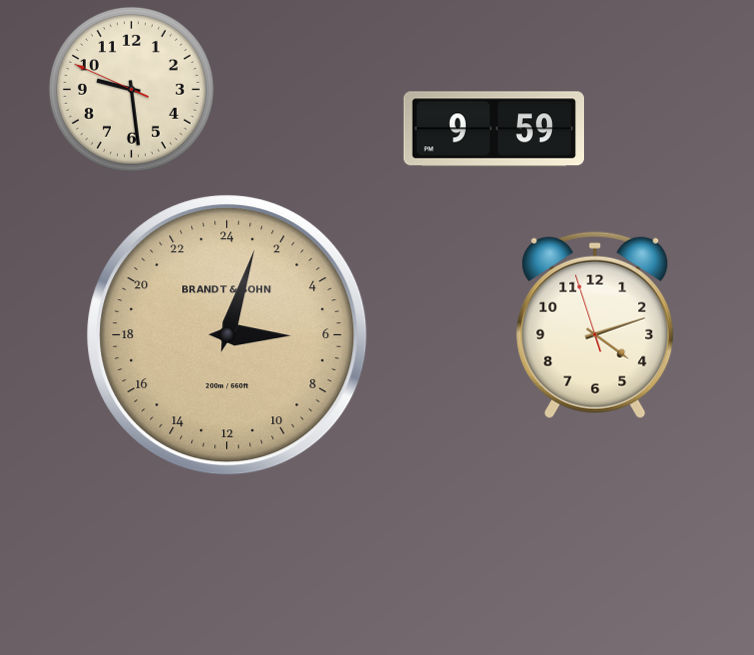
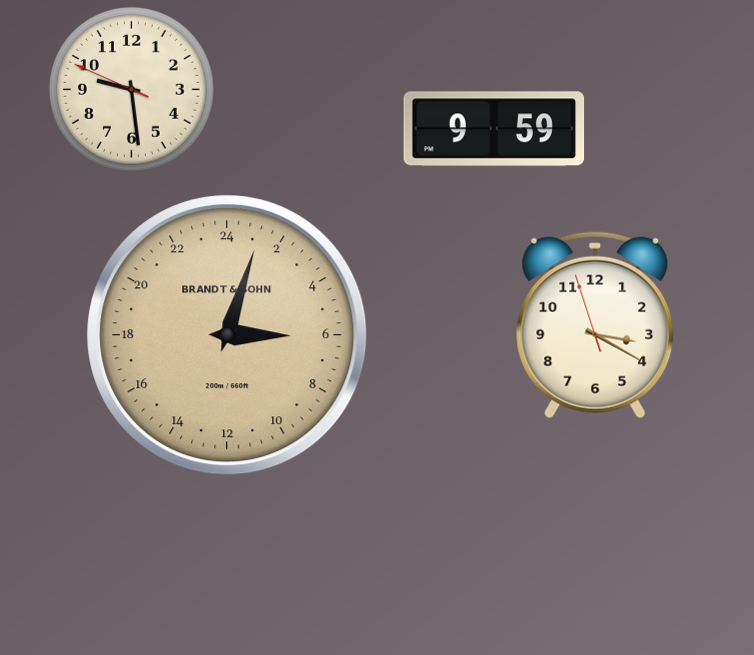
clock at (595, 325): 4:11 -> 3:19
